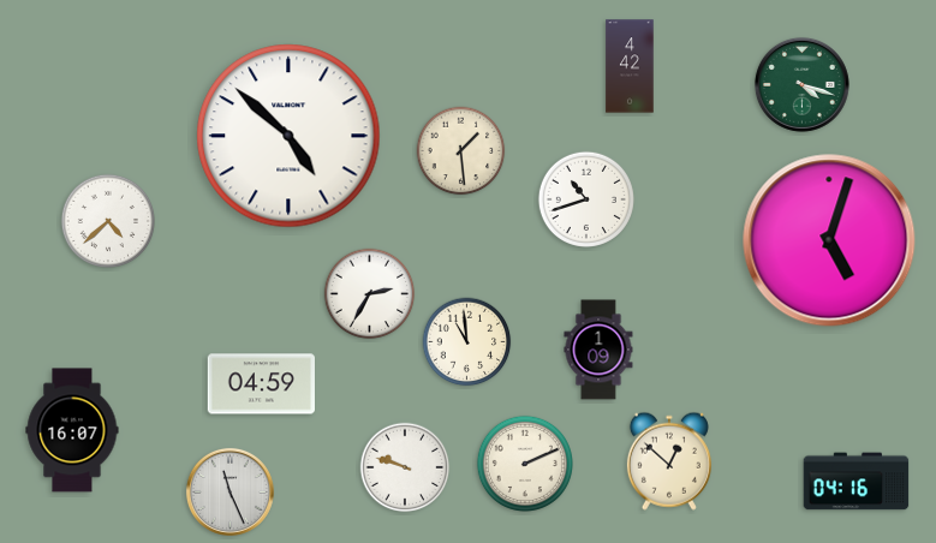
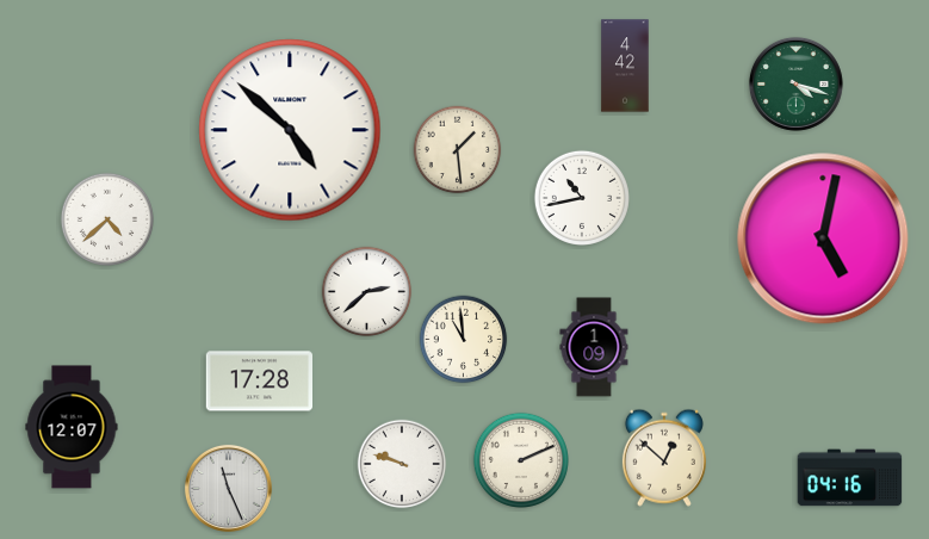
clock at (288, 136) position: (288, 136) -> (290, 130)
clock at (586, 199): 10:42 -> 10:43
clock at (829, 240): 5:03 -> 5:02
clock at (370, 294): 2:35 -> 2:38
clock at (261, 384): 04:59 -> 17:28
clock at (72, 430): 16:07 -> 12:07
